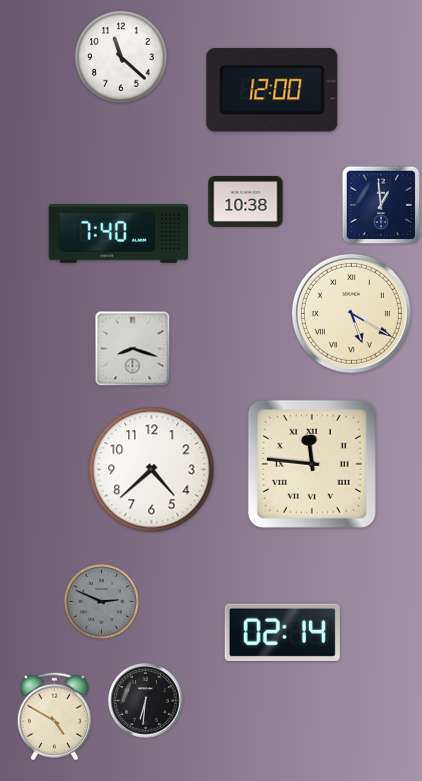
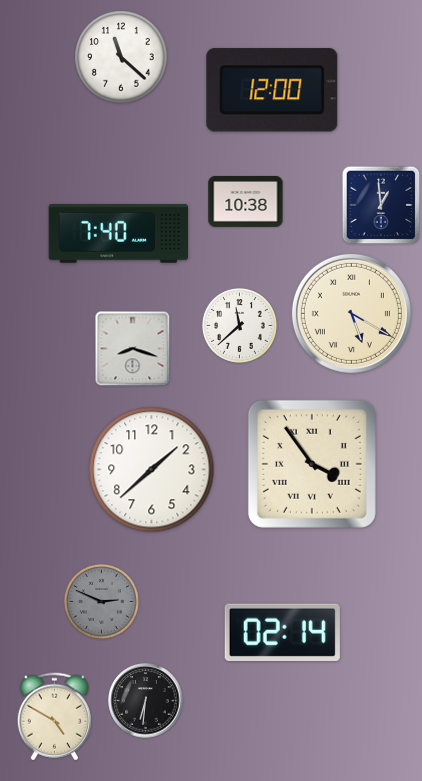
clock at (239, 325): none -> 11:38
clock at (312, 464): 11:46 -> 3:54
clock at (152, 470): 4:38 -> 1:38
